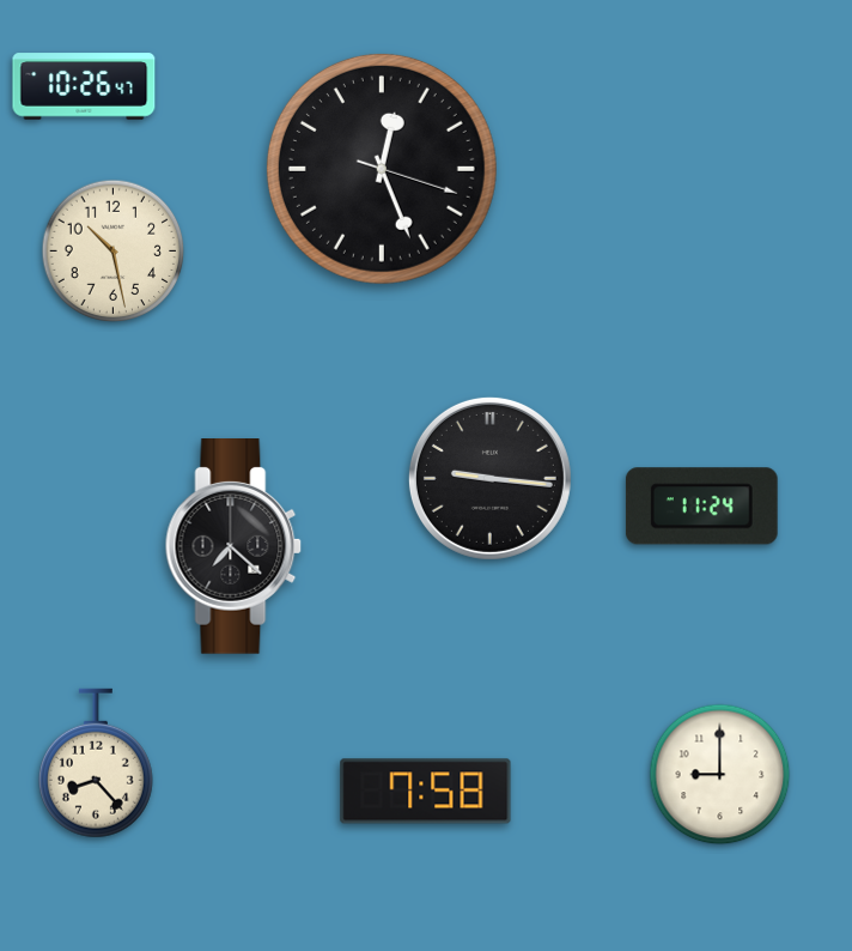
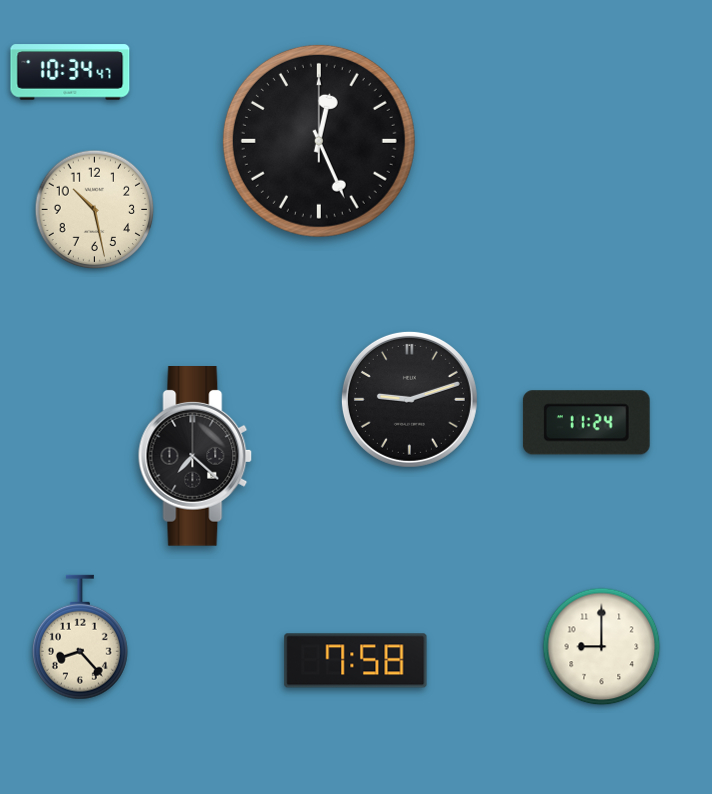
clock at (84, 86): 10:26 -> 10:34
clock at (382, 169): 12:26:18 -> 12:26:00
clock at (489, 478): 9:16 -> 9:12
